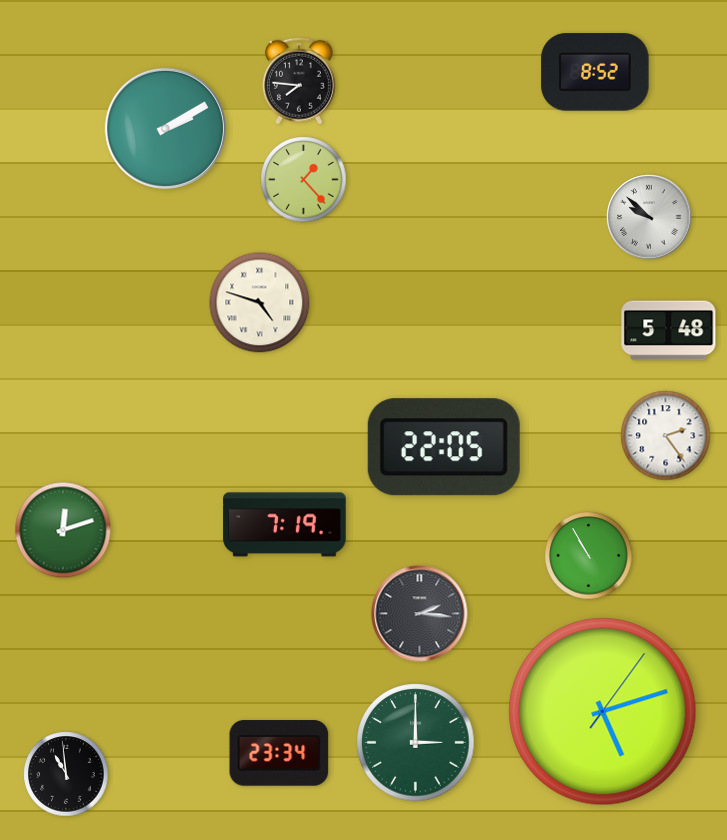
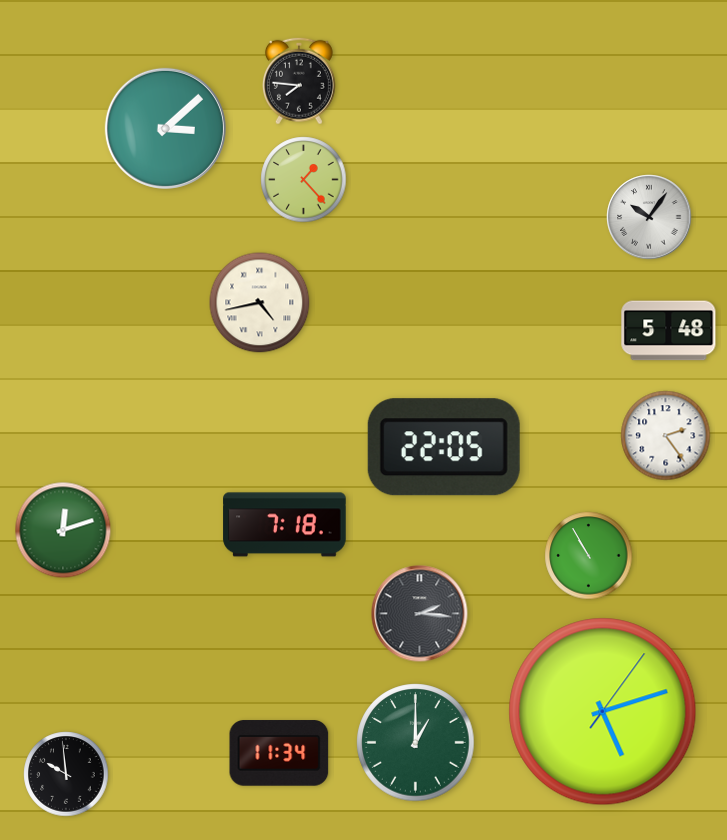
clock at (595, 72): 8:52 -> none
clock at (165, 128): 2:10 -> 3:08
clock at (649, 217): 9:52 -> 10:06
clock at (260, 303): 4:48 -> 4:43
clock at (285, 525): 7:19 -> 7:18
clock at (416, 743): 3:00 -> 1:00
clock at (279, 753): 23:34 -> 11:34
clock at (66, 774): 10:59 -> 9:59
